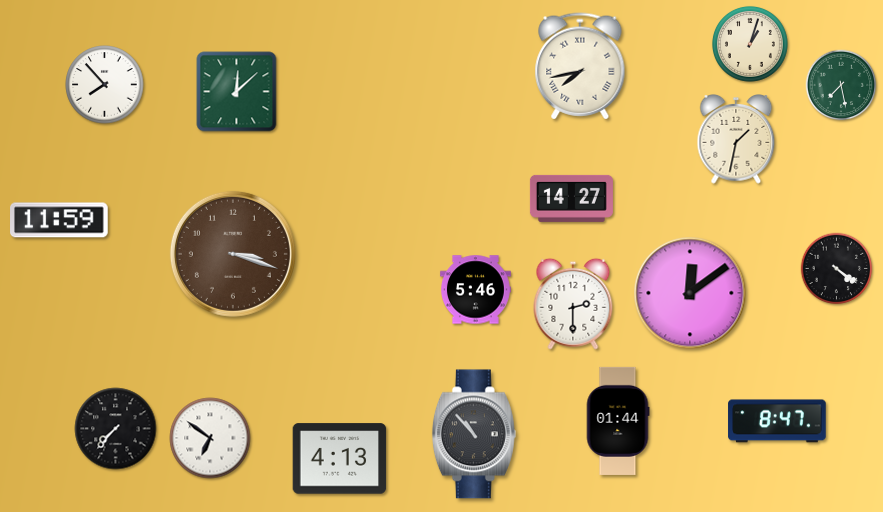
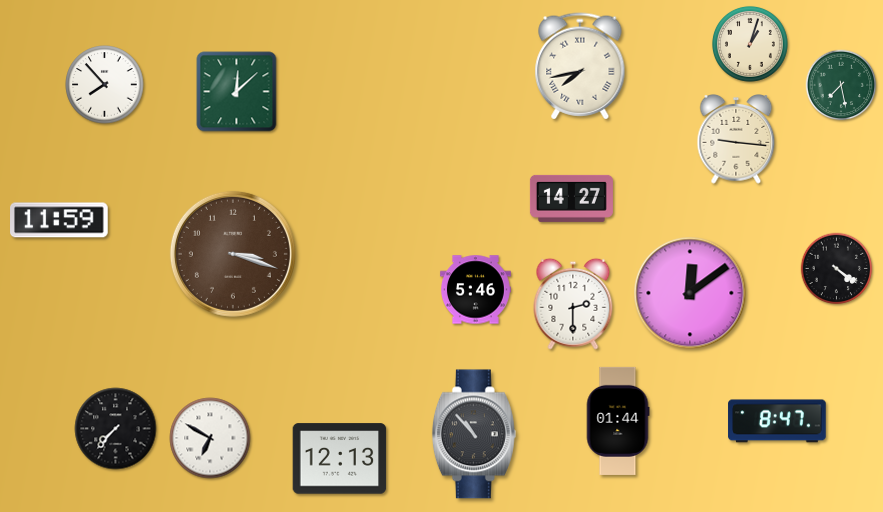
clock at (736, 140): 1:32 -> 9:16
clock at (210, 438): 6:51 -> 6:50
clock at (340, 459): 4:13 -> 12:13
